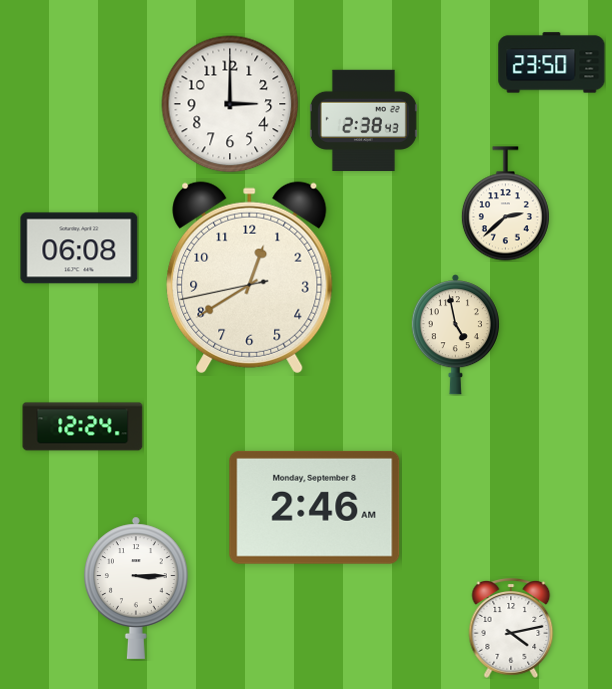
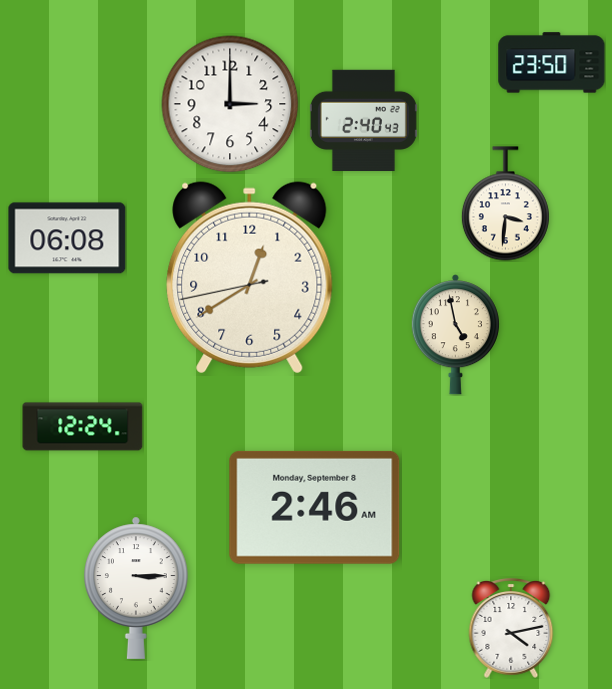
clock at (363, 120): 2:38 -> 2:40
clock at (505, 204): 2:38 -> 3:31
clock at (79, 248) position: (79, 248) -> (67, 238)
